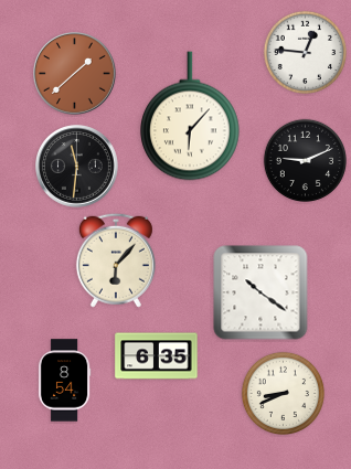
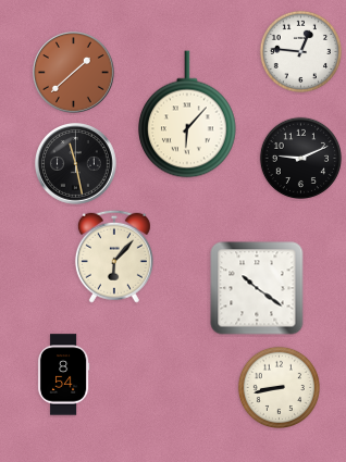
clock at (77, 167): 11:31 -> 11:28
clock at (157, 356): 6:35 -> none
clock at (283, 393): 8:41 -> 8:43
